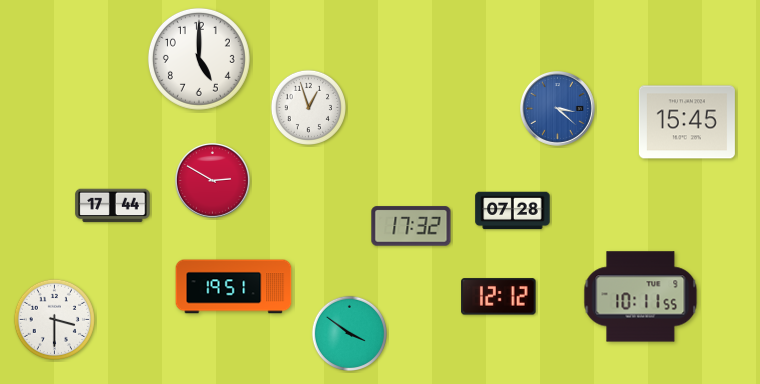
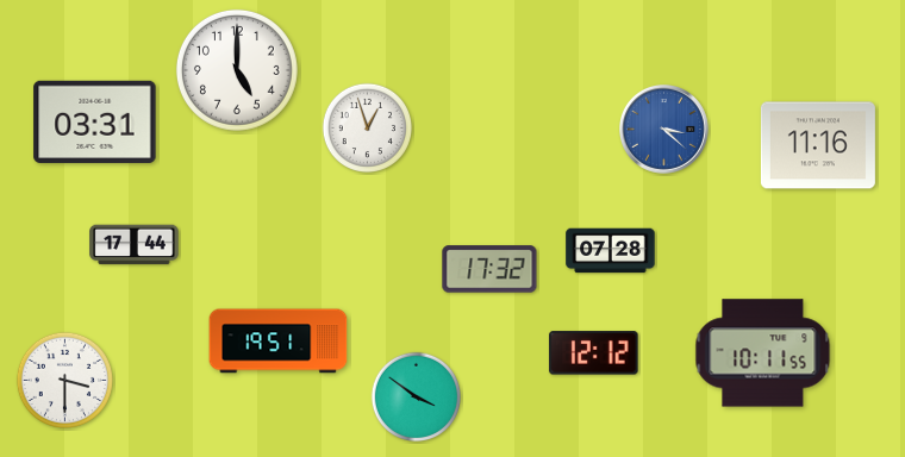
clock at (95, 121): none -> 03:31
clock at (687, 122): 15:45 -> 11:16
clock at (213, 181): 2:50 -> none
